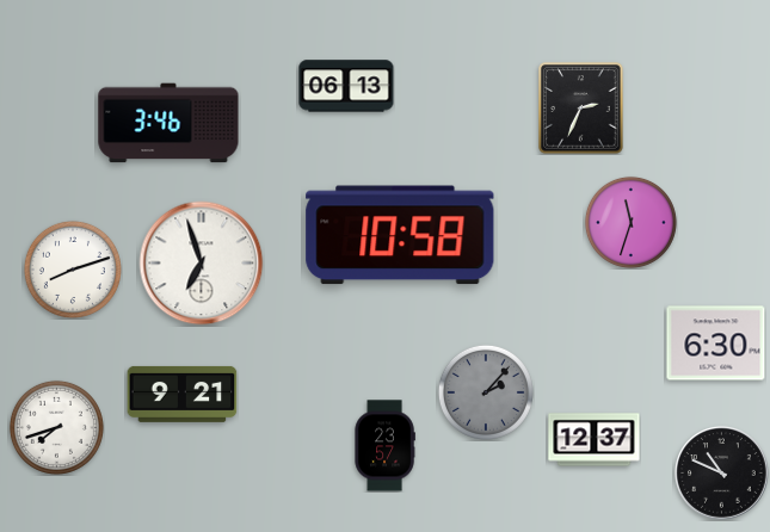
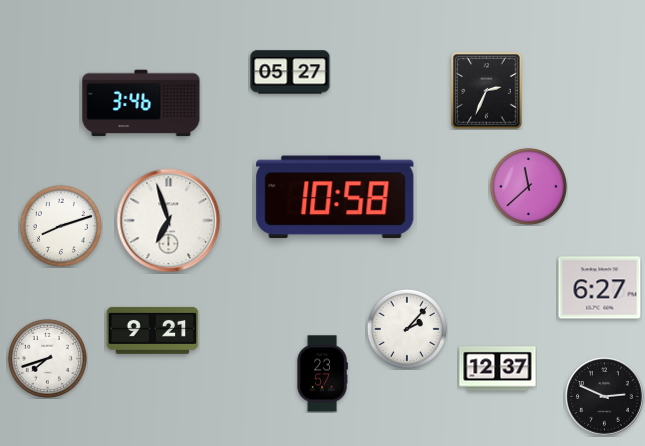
clock at (346, 86): 06:13 -> 05:27
clock at (630, 222): 11:33 -> 11:38
clock at (716, 344): 6:30 -> 6:27
clock at (486, 392) dial: grey -> white
clock at (722, 474): 10:49 -> 2:49
